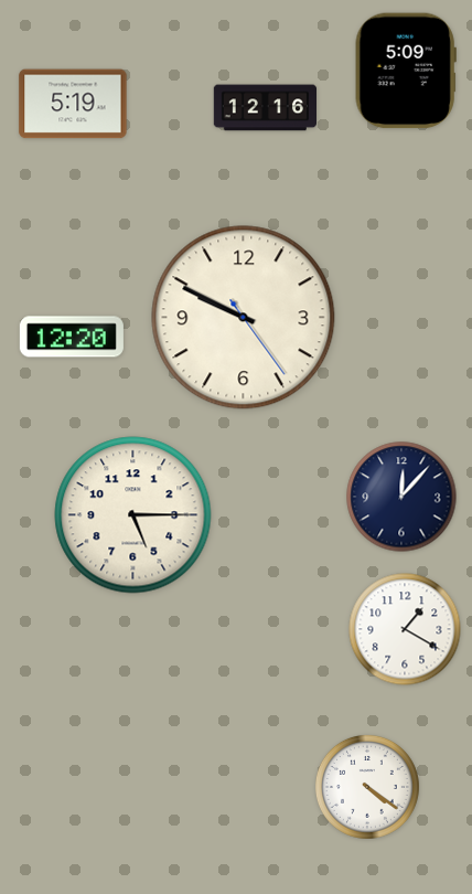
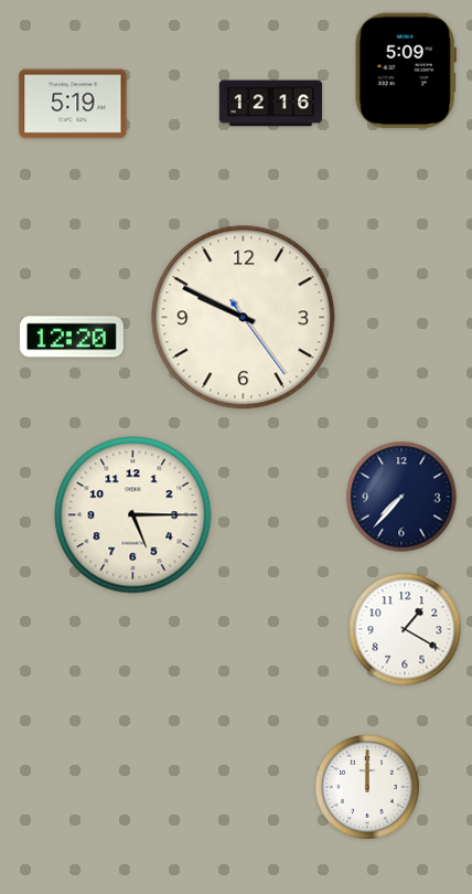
clock at (265, 108) position: (265, 108) -> (270, 104)
clock at (401, 497): 12:07 -> 7:37
clock at (367, 787): 4:21 -> 12:00
